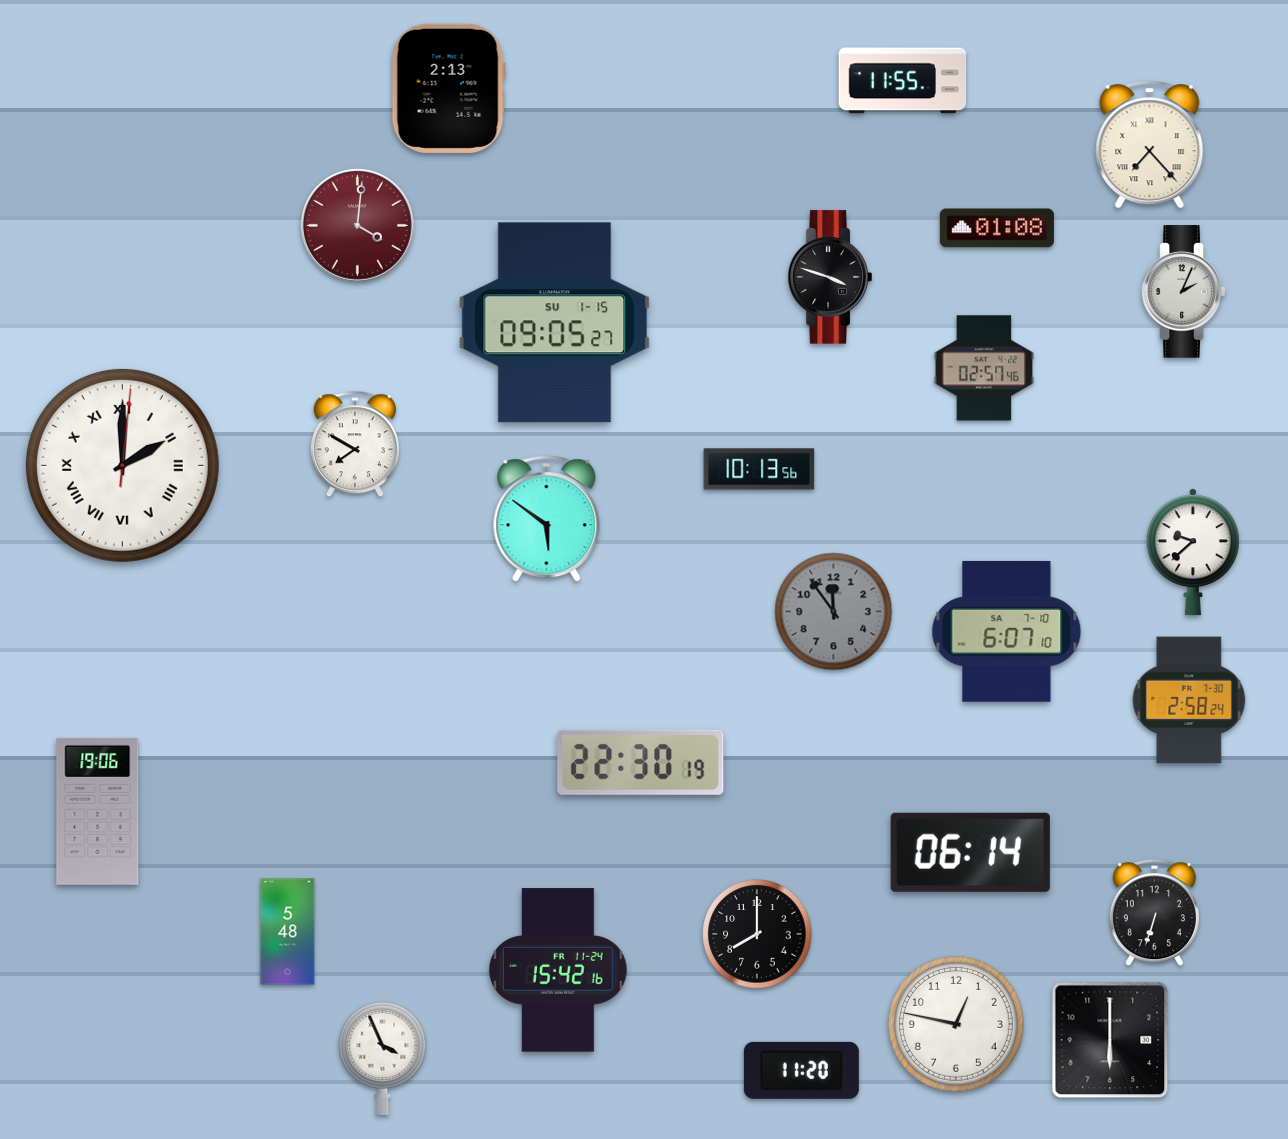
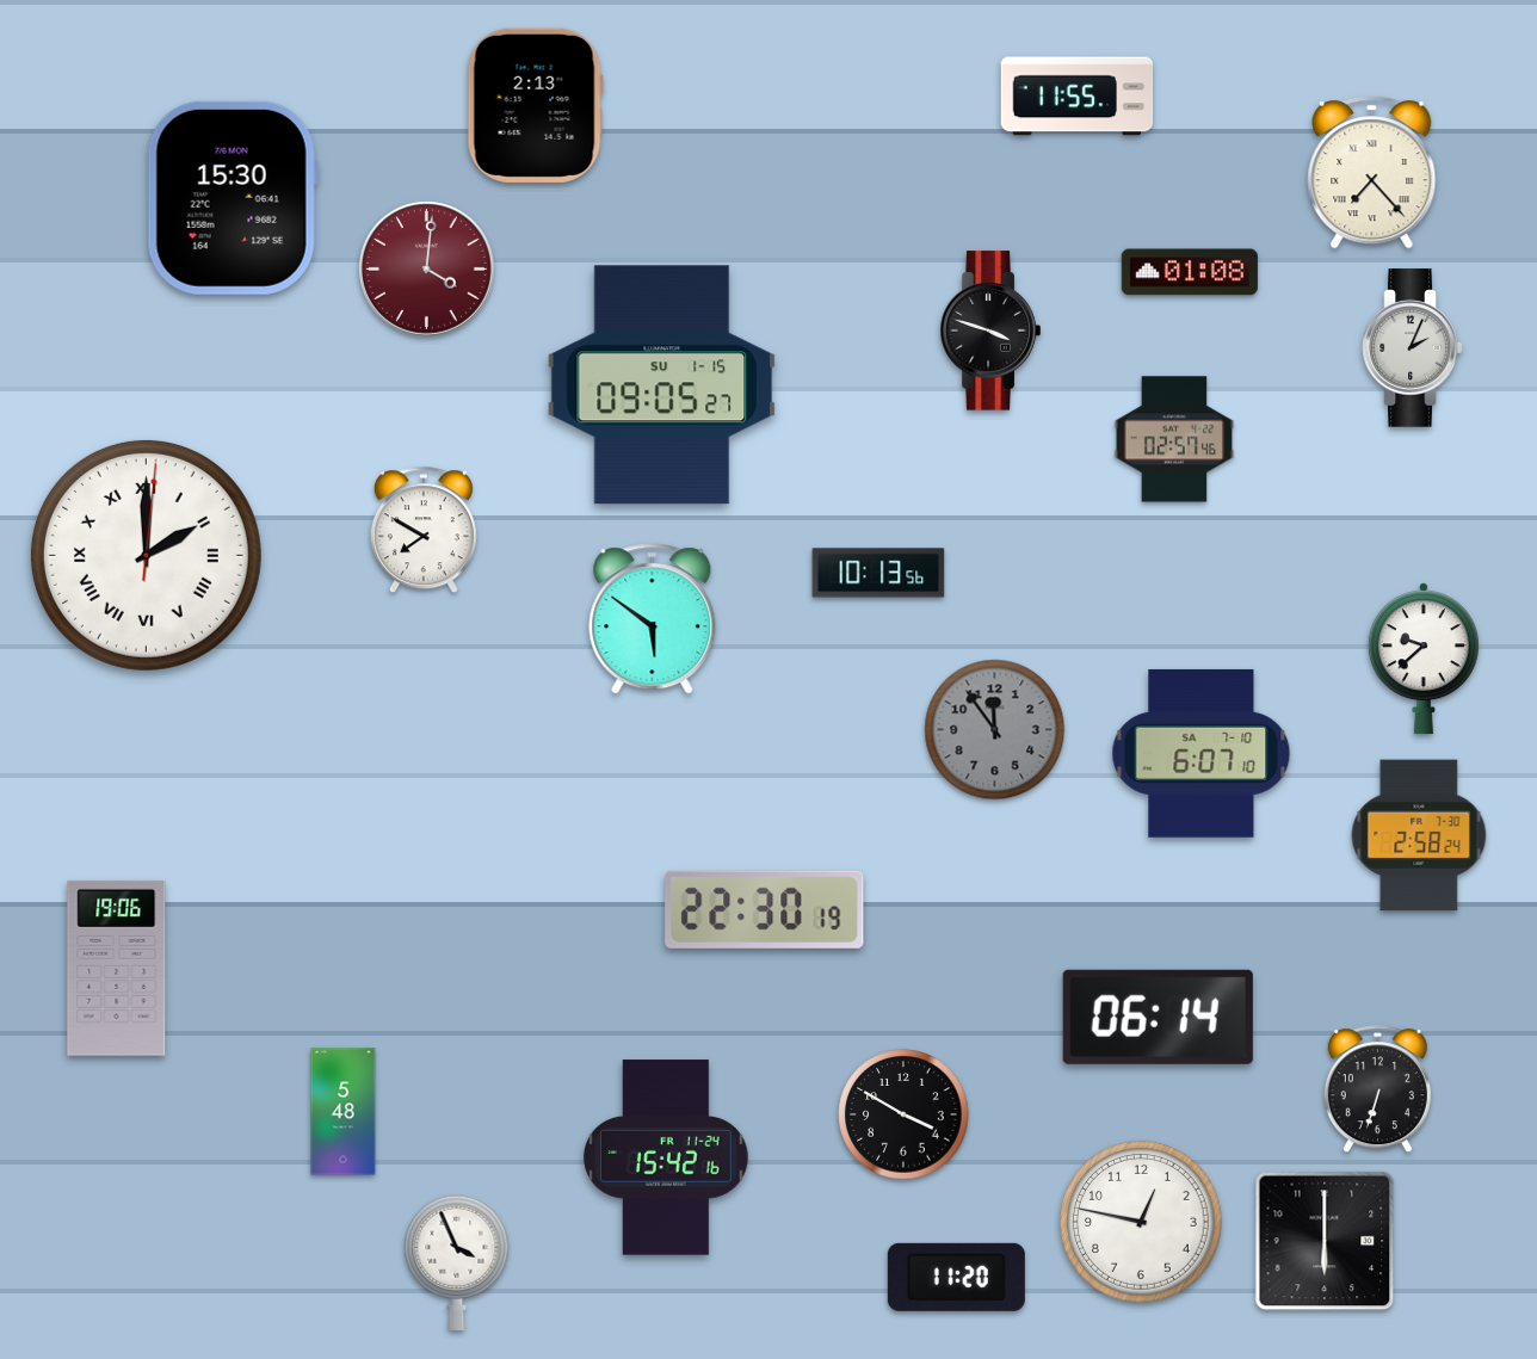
clock at (233, 198): none -> 15:30
clock at (759, 469) position: (759, 469) -> (878, 573)
clock at (757, 934): 8:00 -> 3:50
